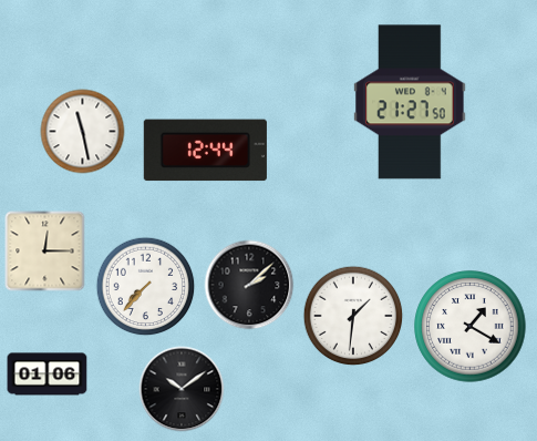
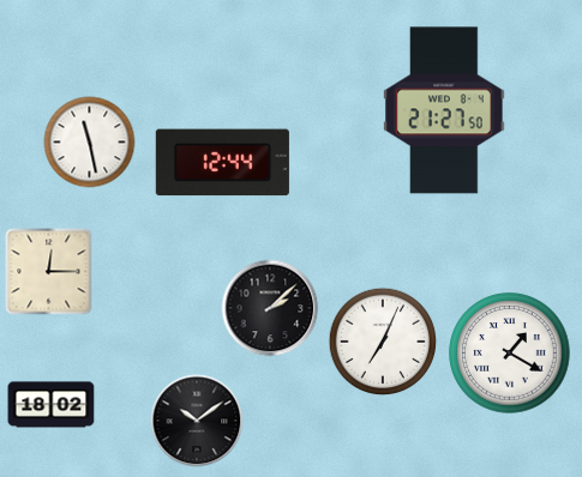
clock at (146, 287): 7:37 -> none
clock at (353, 316): 1:31 -> 7:04
clock at (48, 375): 01:06 -> 18:02
